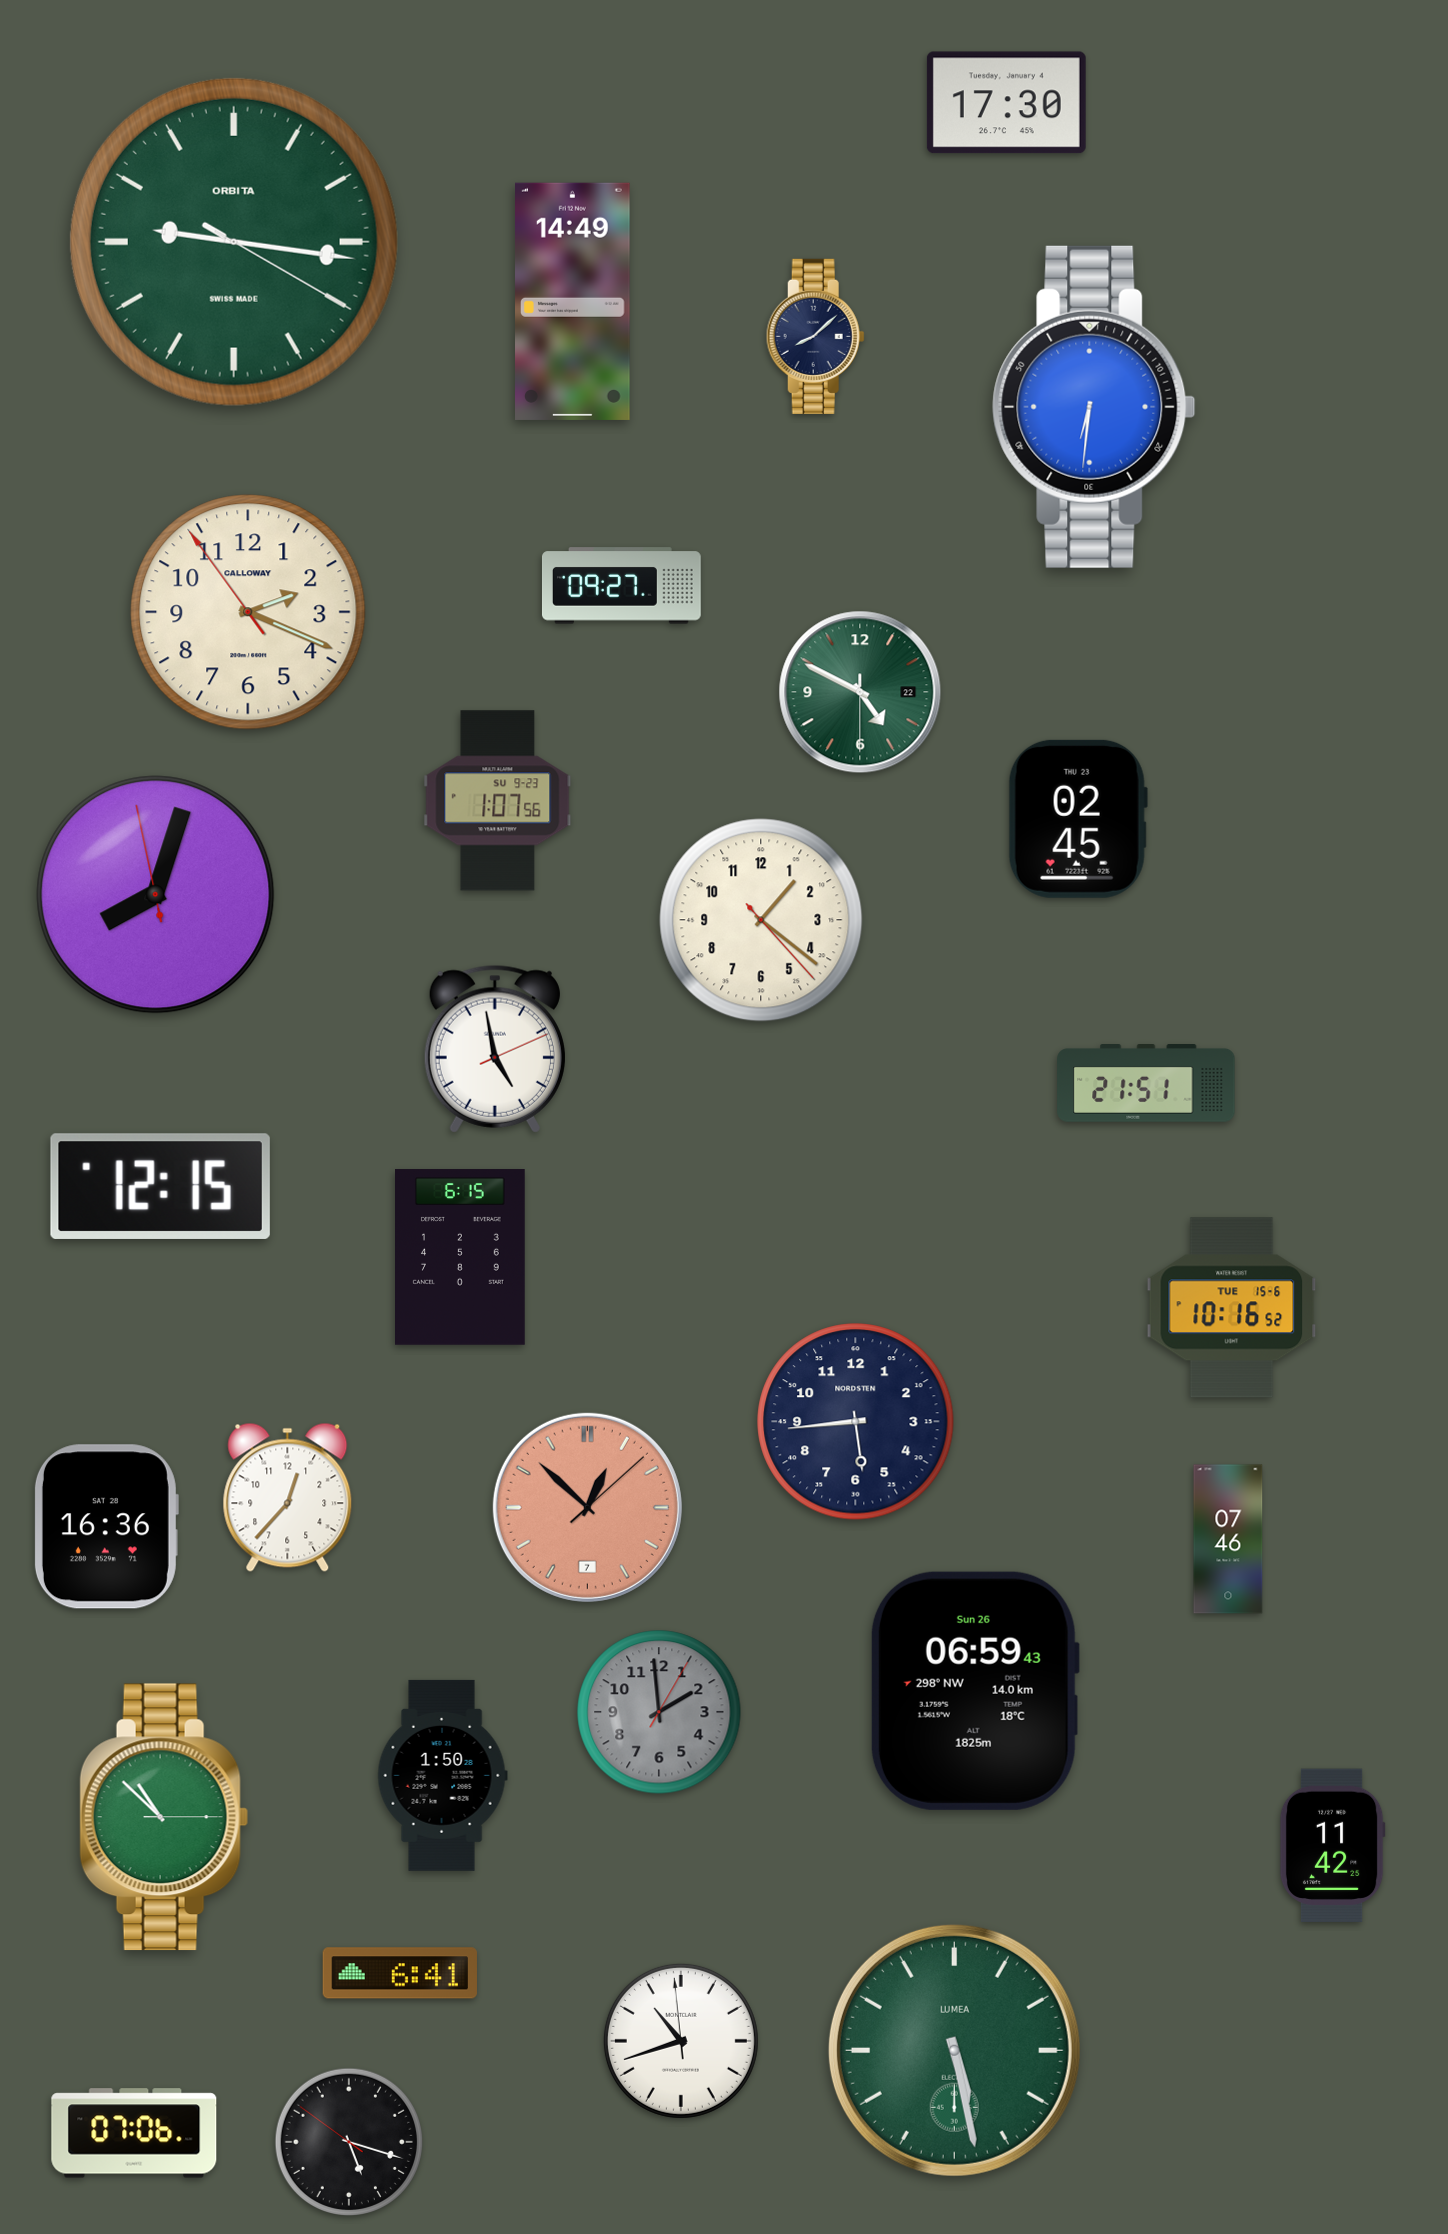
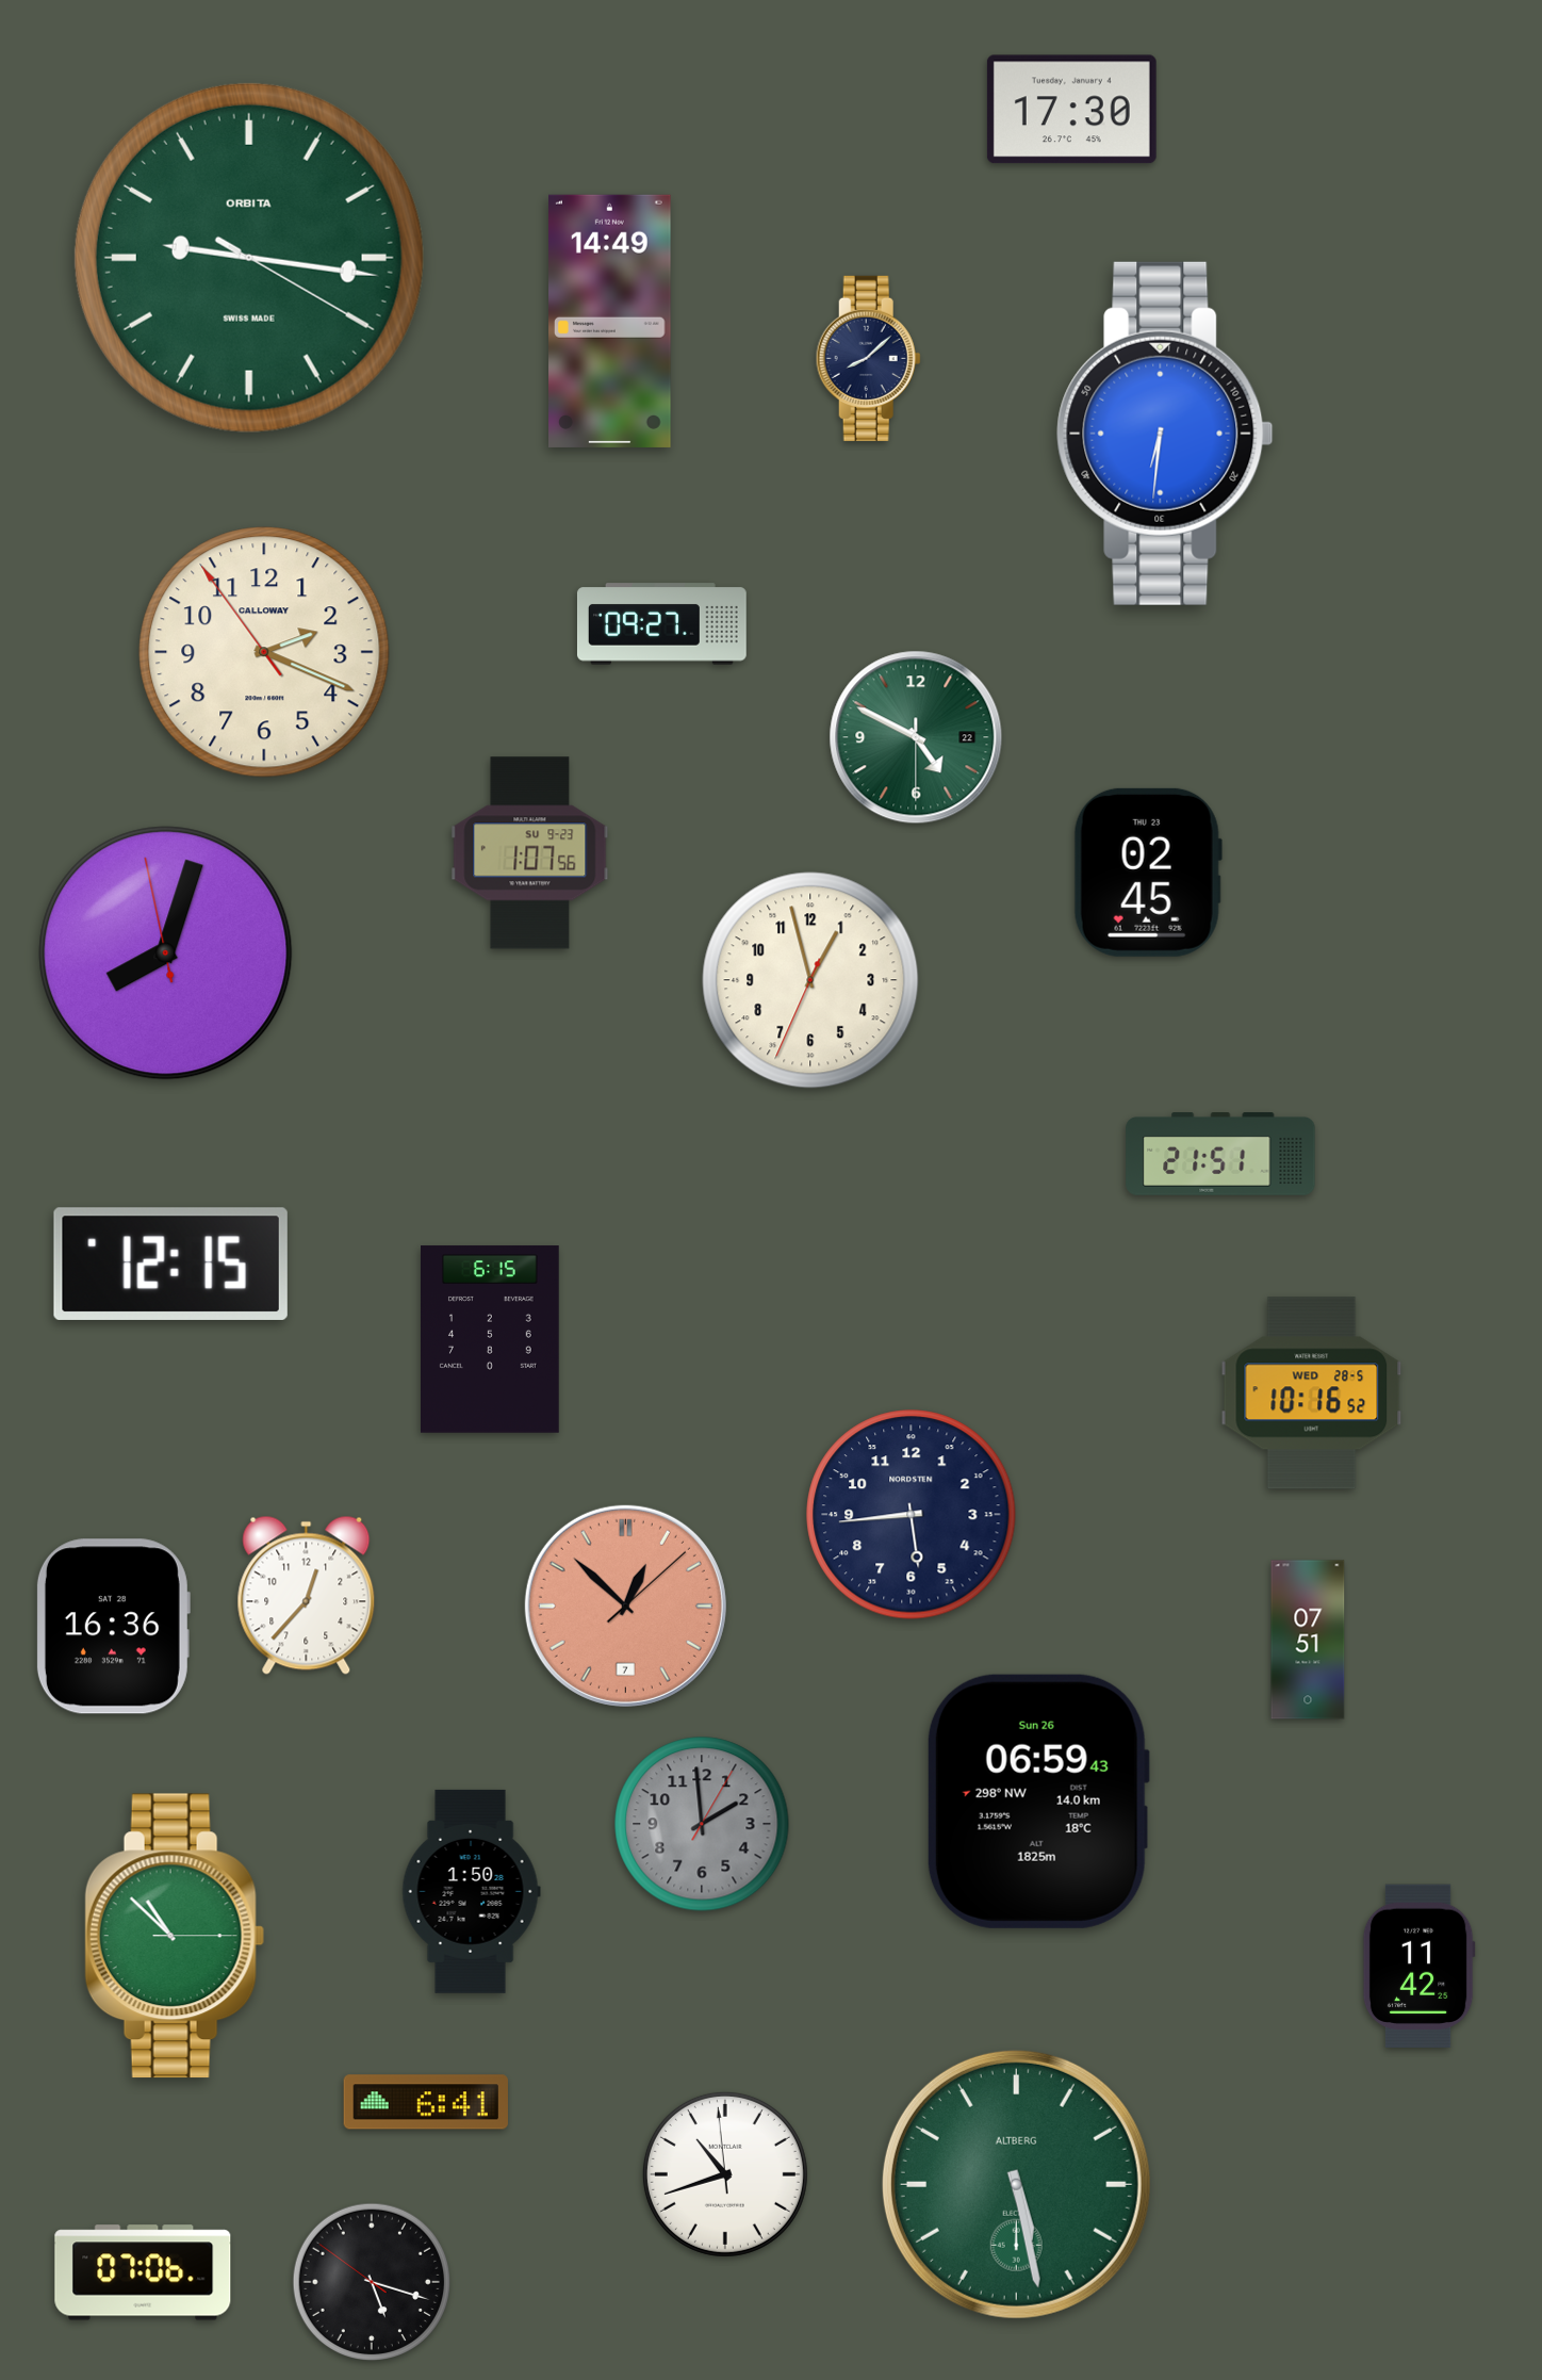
clock at (761, 920): 1:21 -> 12:57
clock at (495, 1049): 4:58 -> none
clock at (1232, 1308) date: TUE 15-6 -> WED 28-5
clock at (1228, 1539): 07:46 -> 07:51
clock at (954, 2050) brand: LUMEA -> ALTBERG
